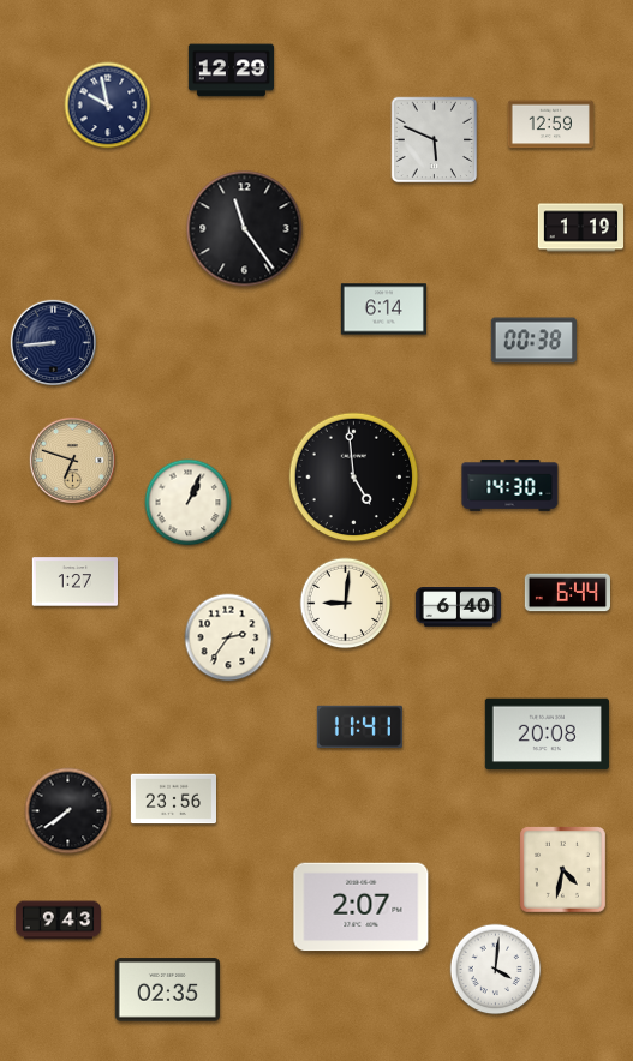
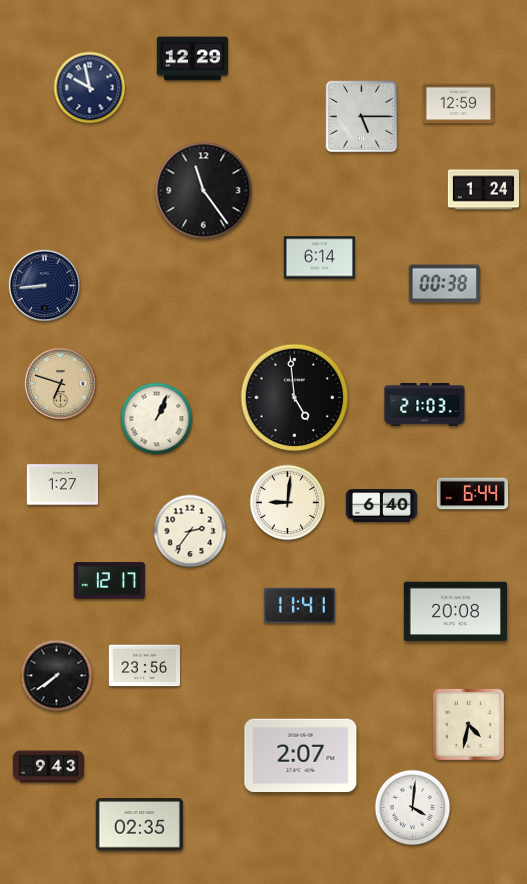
clock at (435, 140): 5:49 -> 5:15
clock at (580, 228): 1:19 -> 1:24
clock at (510, 486): 14:30 -> 21:03
clock at (109, 581): none -> 12:17
